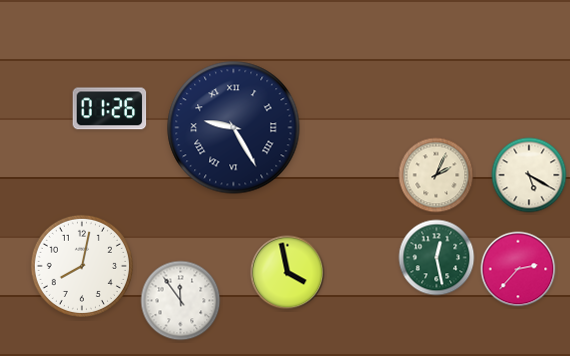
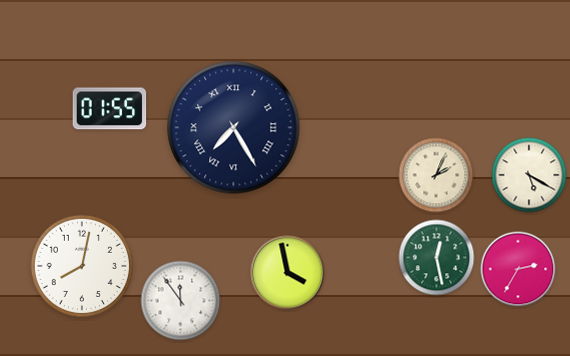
clock at (110, 109): 01:26 -> 01:55
clock at (234, 128): 9:25 -> 7:25
clock at (518, 269): 2:37 -> 2:35
